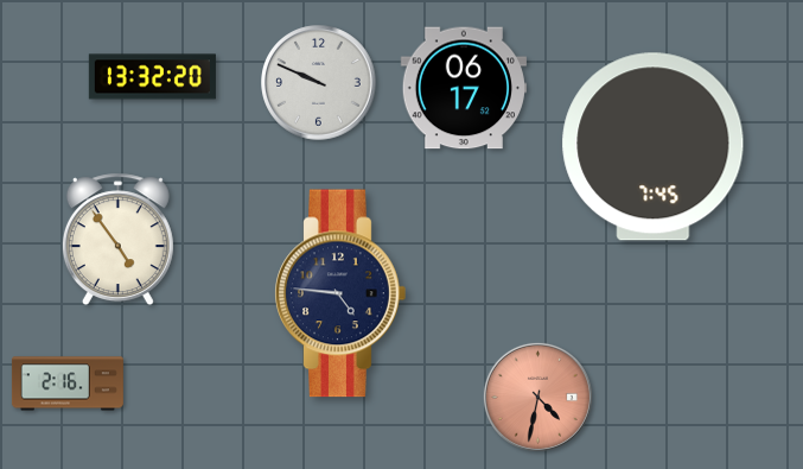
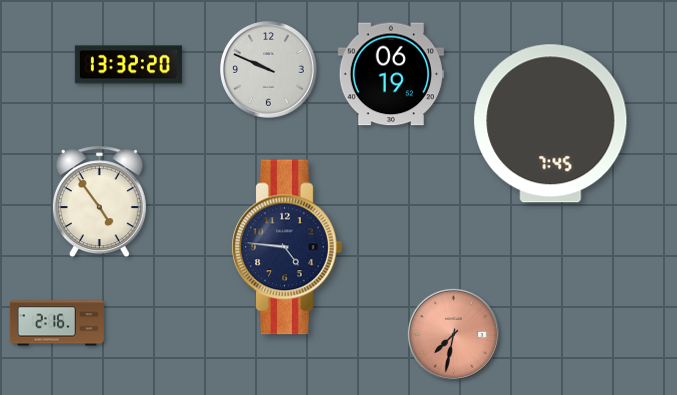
clock at (463, 88): 06:17 -> 06:19
clock at (537, 397): 4:32 -> 7:32
